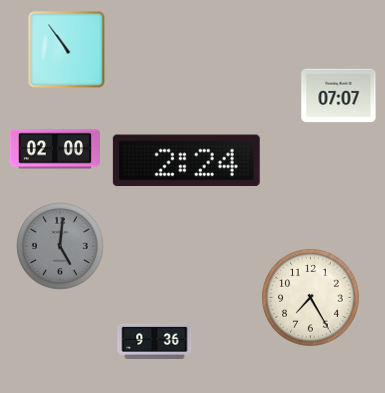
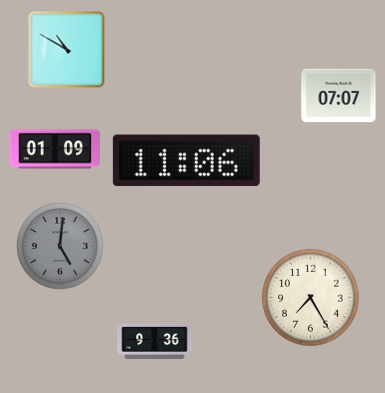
clock at (67, 50): 10:54 -> 10:50
clock at (54, 149): 02:00 -> 01:09
clock at (186, 161): 2:24 -> 11:06
